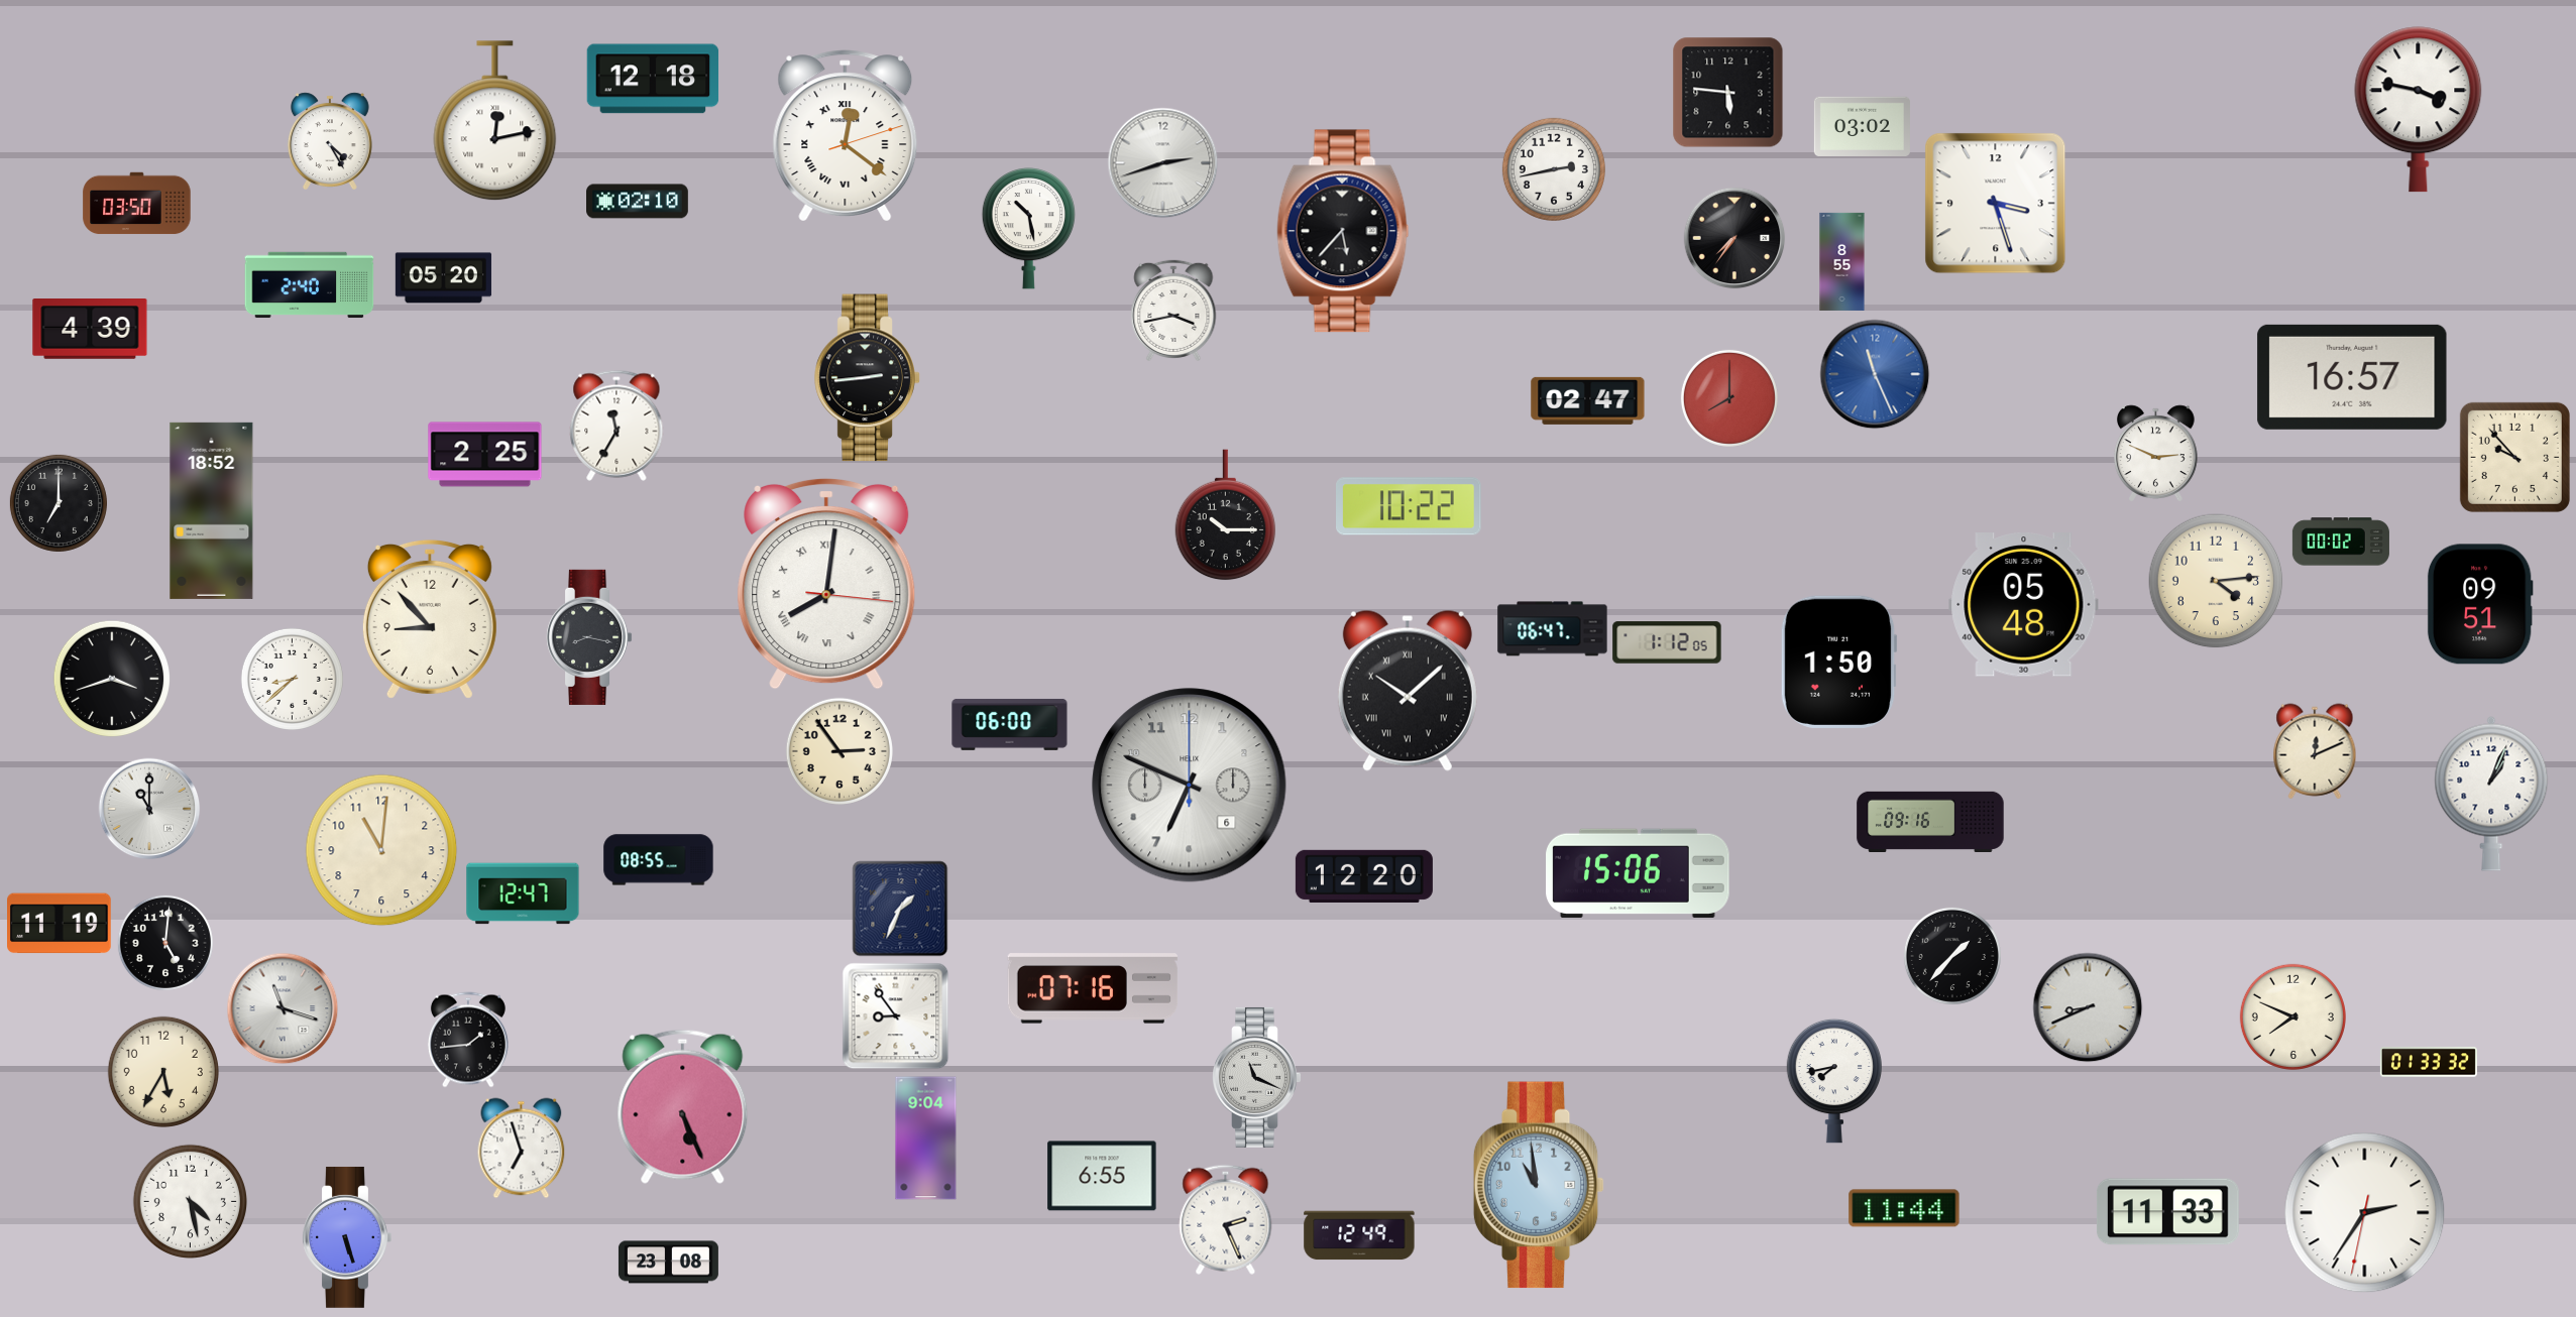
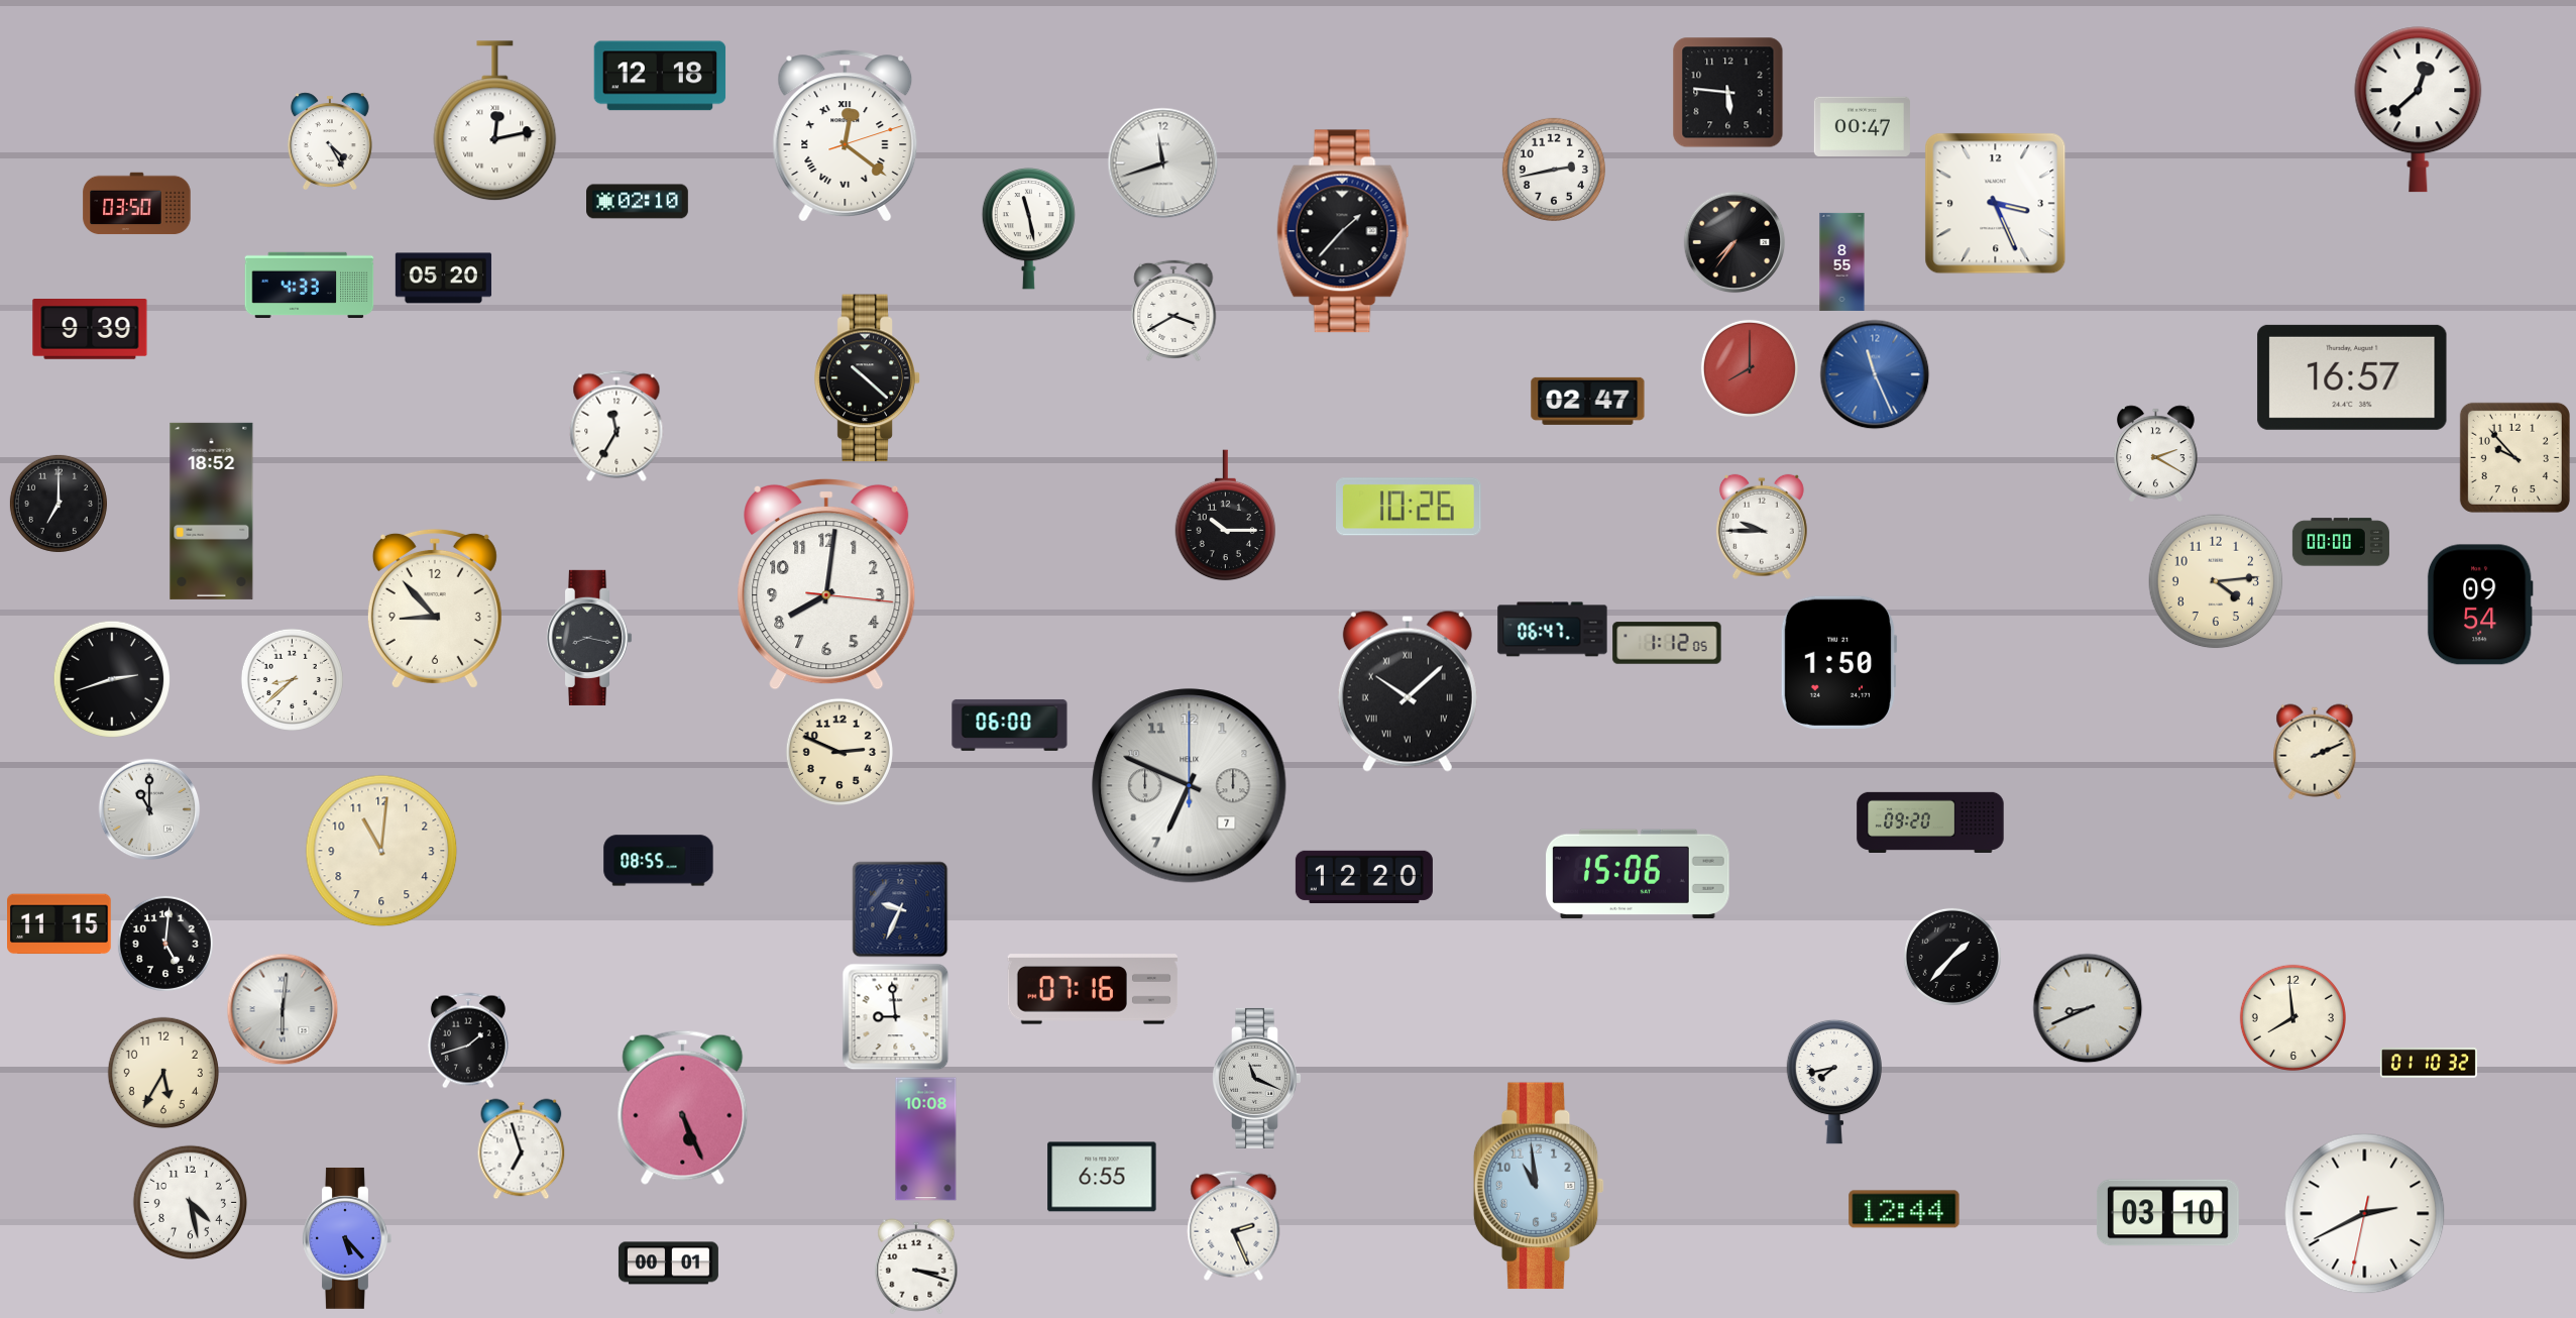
clock at (653, 79) position: (653, 79) -> (660, 76)
clock at (2419, 110): 3:47 -> 12:38
clock at (1862, 126): 03:02 -> 00:47
clock at (1163, 163): 2:42 -> 11:42
clock at (1996, 204): 3:27 -> 3:26
clock at (1028, 229): 10:28 -> 11:28
clock at (1343, 231): 5:37 -> 1:37
clock at (1734, 238) position: (1734, 238) -> (1734, 242)
clock at (310, 285): 2:40 -> 4:33
clock at (1173, 311): 3:43 -> 3:40
clock at (90, 330): 4:39 -> 9:39
clock at (868, 378): 2:44 -> 10:22
clock at (1729, 398) position: (1729, 398) -> (1750, 368)
clock at (2156, 454): 2:49 -> 2:20
clock at (485, 455): 2:25 -> none
clock at (1409, 506): 10:22 -> 10:26
clock at (1762, 527): none -> 9:45
clock at (2341, 542): 00:02 -> 00:00
clock at (826, 584) numerals: Roman -> Arabic
clock at (2480, 604): 09:51 -> 09:54
clock at (2024, 605): 05:48 -> none
clock at (430, 619) position: (430, 619) -> (435, 609)
clock at (111, 678): 3:42 -> 2:42
clock at (839, 751): 2:54 -> 2:49
clock at (2315, 751): 12:11 -> 2:11
clock at (1190, 786) date: 6 -> 7
clock at (2491, 794): 1:04 -> none
clock at (1930, 821): 09:16 -> 09:20
clock at (523, 893): 12:47 -> none
clock at (900, 909): 1:34 -> 9:34
clock at (60, 924): 11:19 -> 11:15
clock at (283, 1008): 11:18 -> 6:01
clock at (896, 1016): 8:54 -> 8:59
clock at (2292, 1016): 7:49 -> 7:59
clock at (468, 1040): 1:44 -> 1:42
clock at (2429, 1062): 01:33 -> 01:10
clock at (926, 1139): 9:04 -> 10:08
clock at (1904, 1208): 11:44 -> 12:44
clock at (2167, 1212): 11:33 -> 03:10
clock at (2365, 1213): 2:35 -> 2:40
clock at (1226, 1219) position: (1226, 1219) -> (1234, 1225)
clock at (1359, 1235): 12:49 -> none
clock at (347, 1237): 5:27 -> 5:23
clock at (668, 1263): 23:08 -> 00:01
clock at (916, 1267): none -> 3:18
